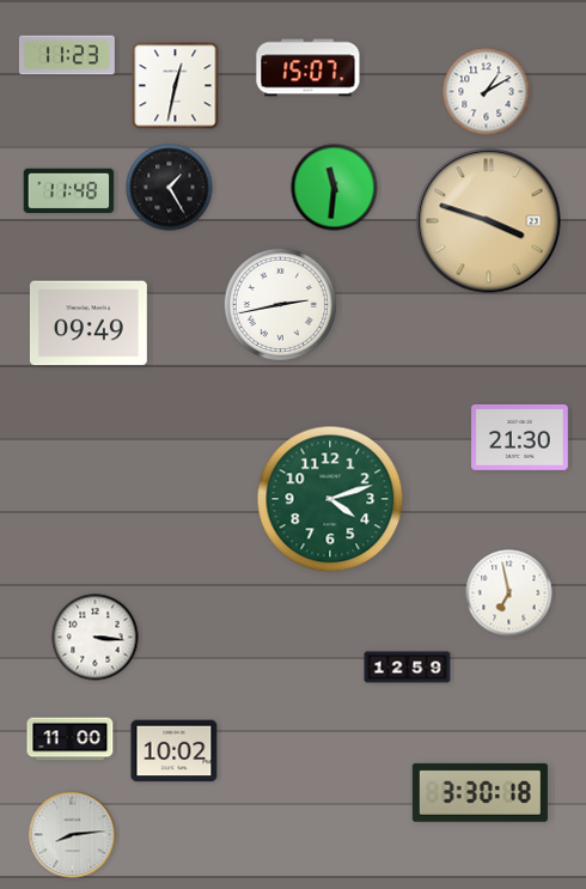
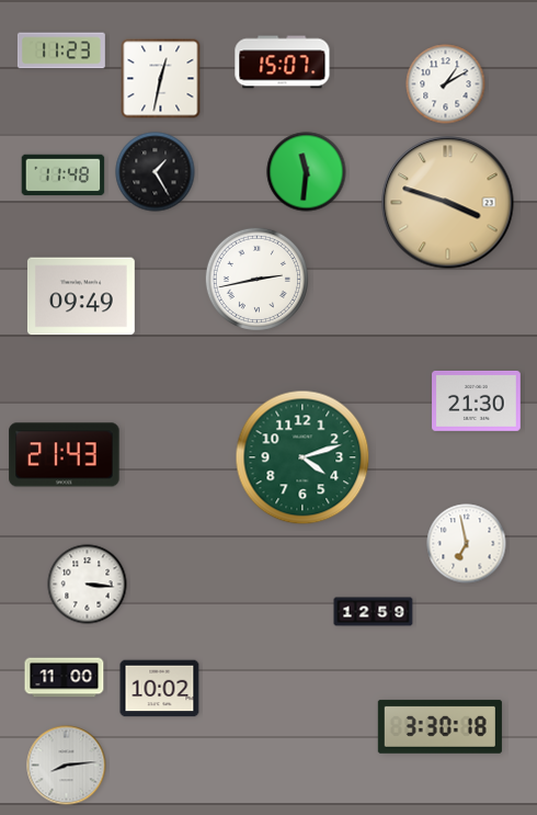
clock at (65, 455): none -> 21:43
